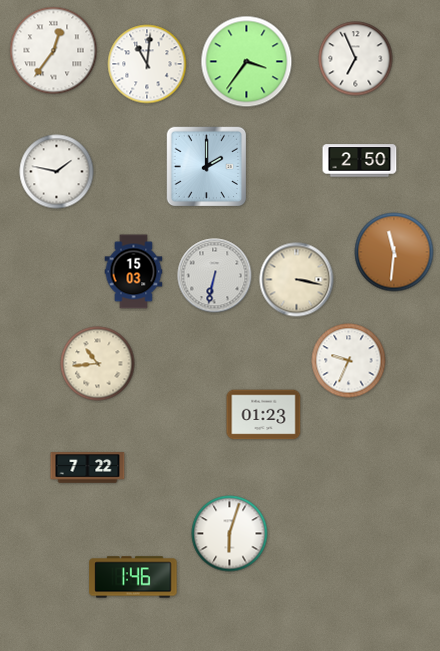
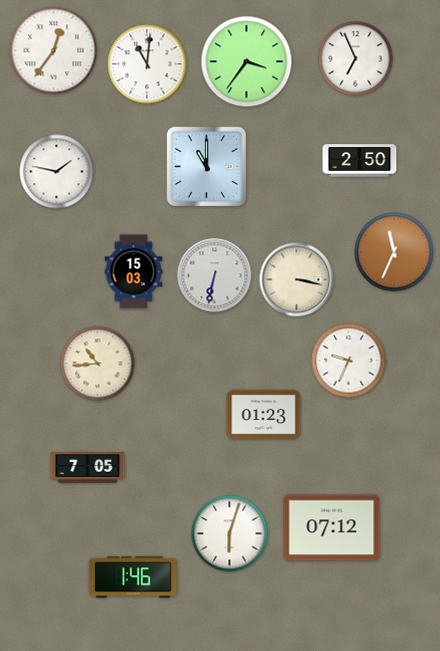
clock at (207, 167): 2:00 -> 11:00
clock at (394, 252): 11:31 -> 11:34
clock at (88, 468): 7:22 -> 7:05
clock at (332, 528): none -> 07:12
